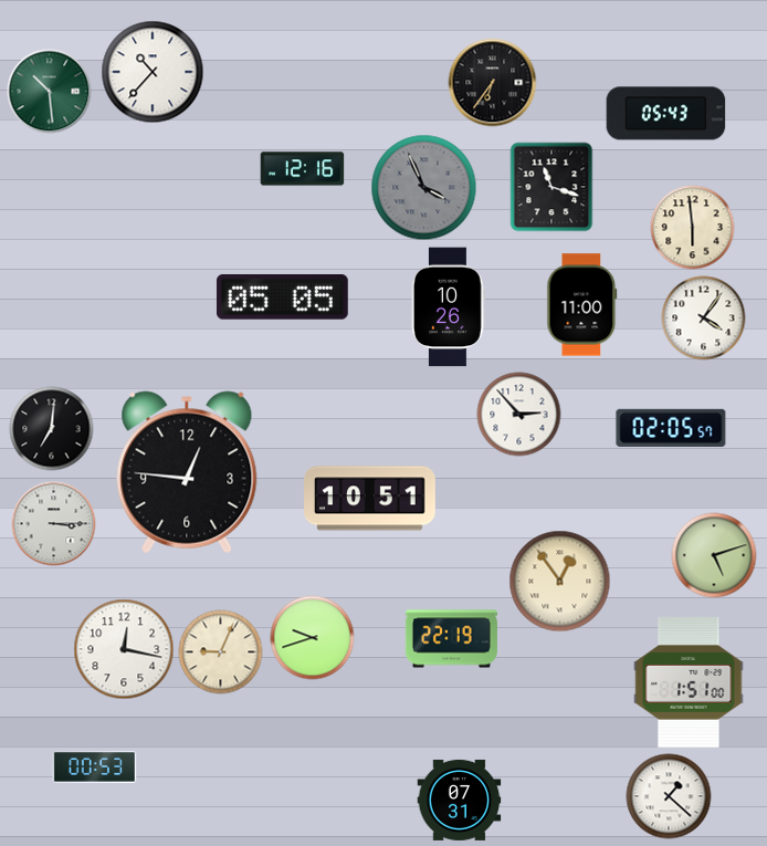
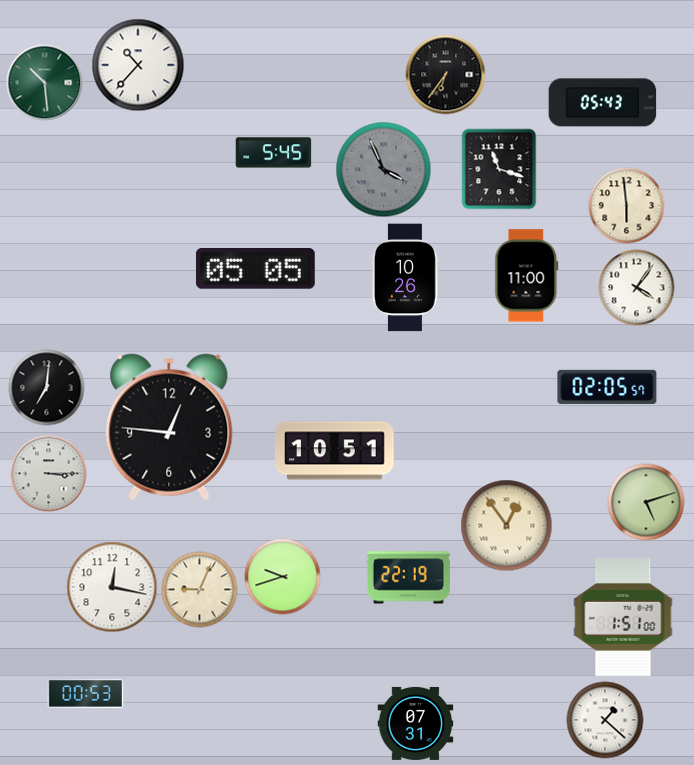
clock at (303, 169): 12:16 -> 5:45
clock at (519, 415): 2:53 -> none
